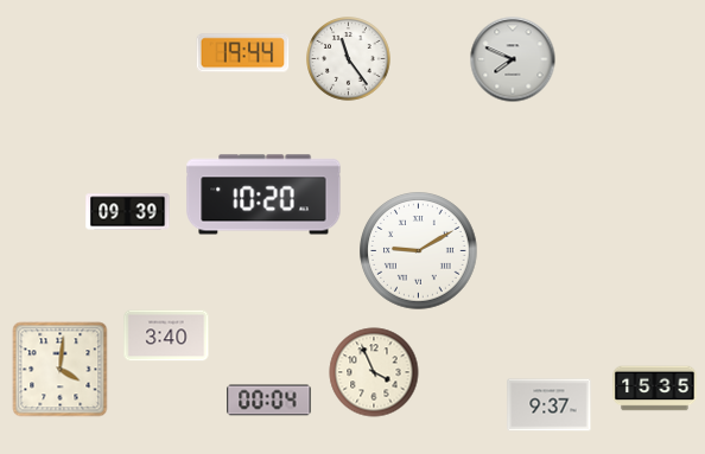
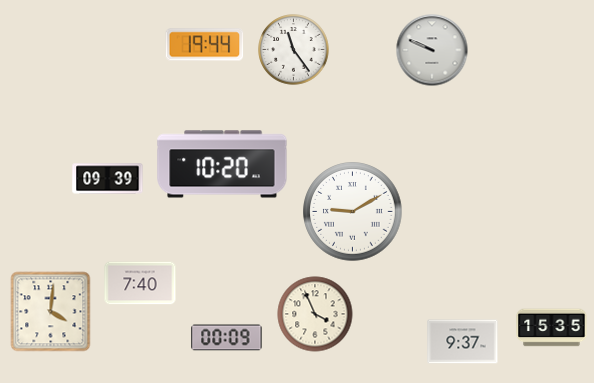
clock at (513, 59): 7:49 -> 9:49
clock at (166, 335): 3:40 -> 7:40
clock at (269, 401): 00:04 -> 00:09
